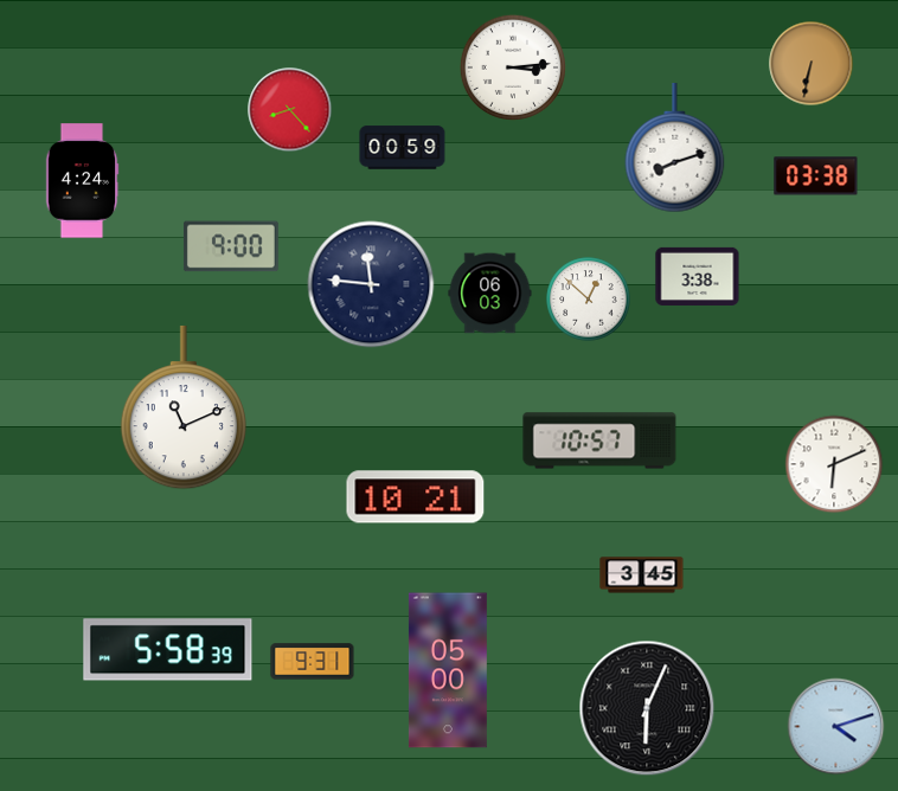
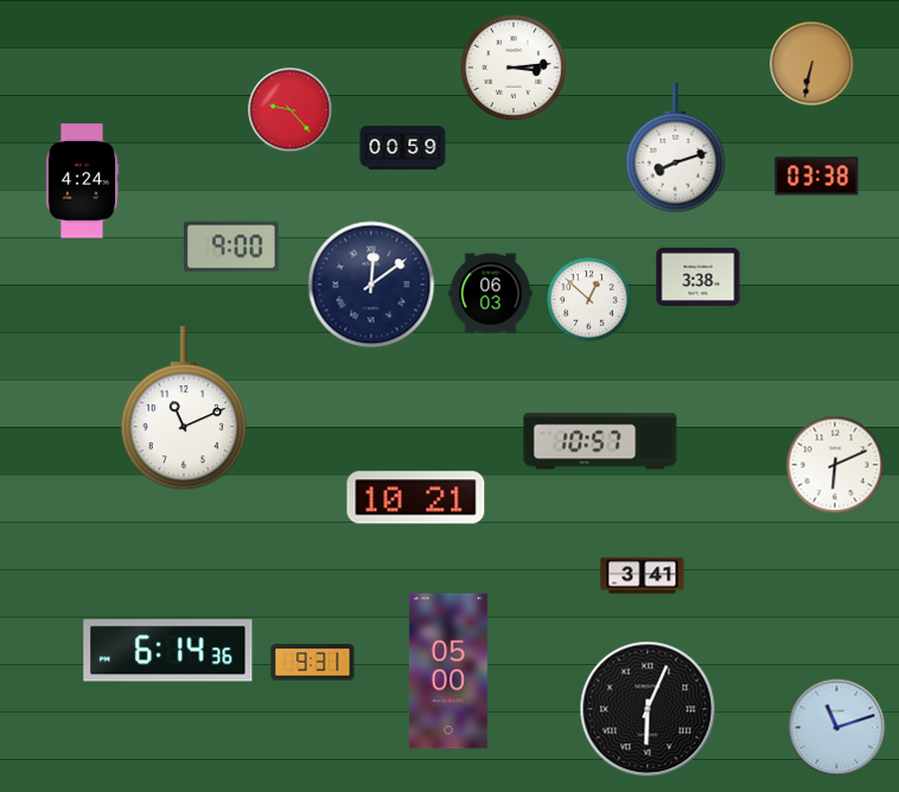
clock at (290, 110): 8:23 -> 9:23
clock at (371, 284): 11:46 -> 12:09
clock at (642, 575): 3:45 -> 3:41
clock at (168, 650): 5:58 -> 6:14
clock at (836, 727): 4:12 -> 11:12
